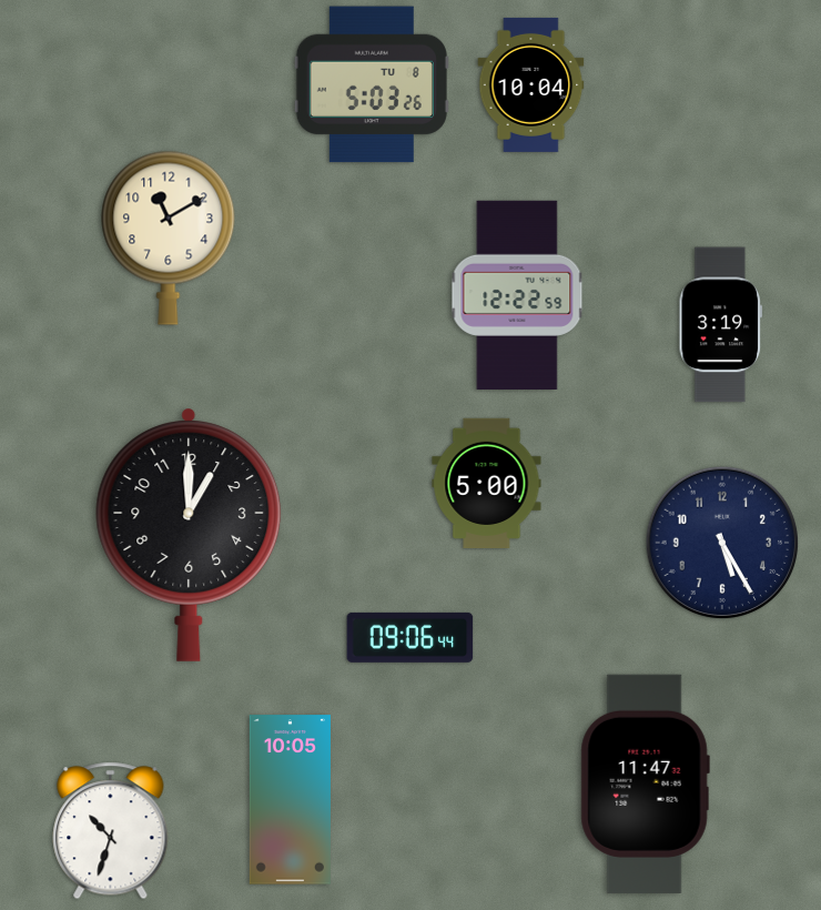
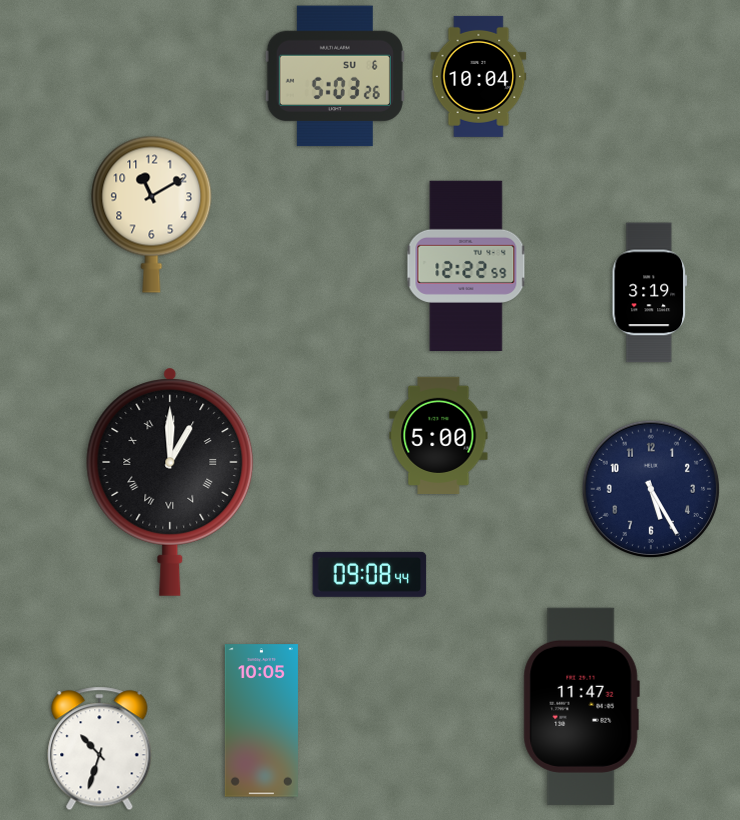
clock at (372, 84) date: TU 8 -> SU 6
clock at (189, 535) numerals: Arabic -> Roman
clock at (411, 637): 09:06 -> 09:08
